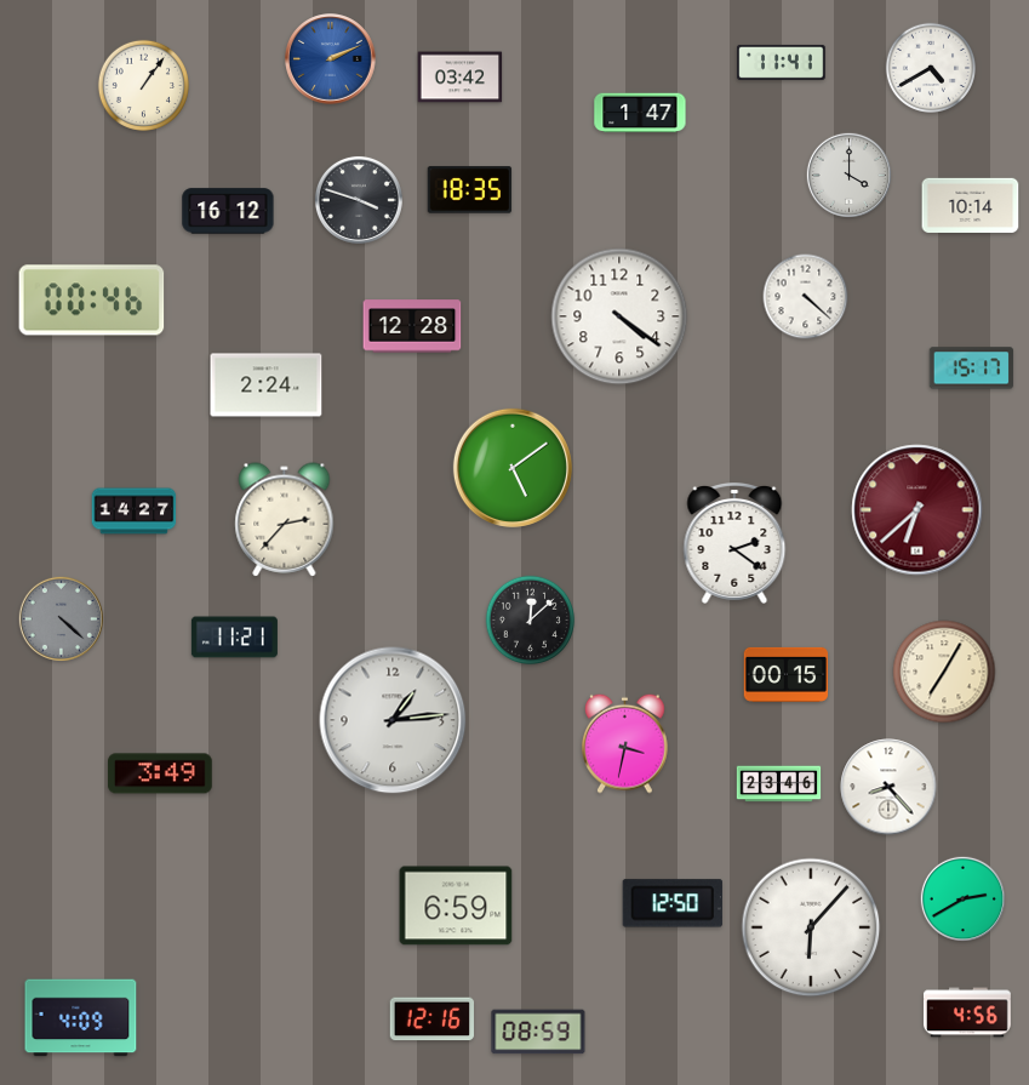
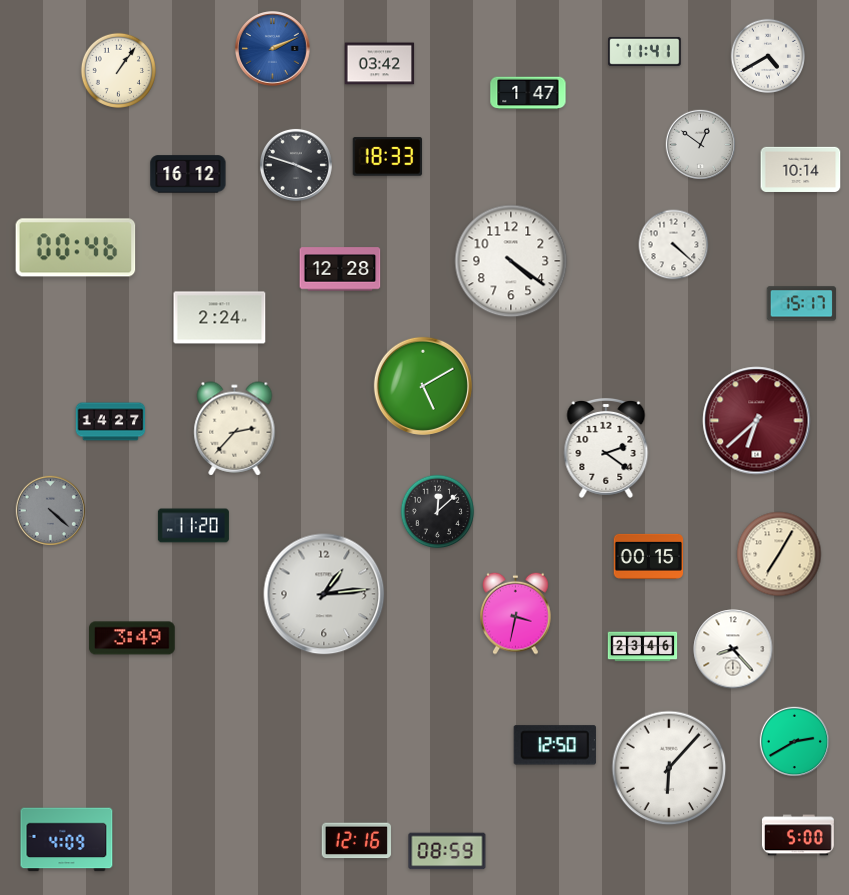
clock at (848, 175): 4:00 -> 12:51
clock at (470, 190): 18:35 -> 18:33
clock at (806, 297) position: (806, 297) -> (674, 245)
clock at (513, 468): 5:09 -> 5:10
clock at (234, 638): 11:21 -> 11:20
clock at (456, 906): 6:59 -> none
clock at (811, 927) position: (811, 927) -> (669, 768)
clock at (967, 1012): 4:56 -> 5:00
clock at (538, 1032) position: (538, 1032) -> (447, 851)
